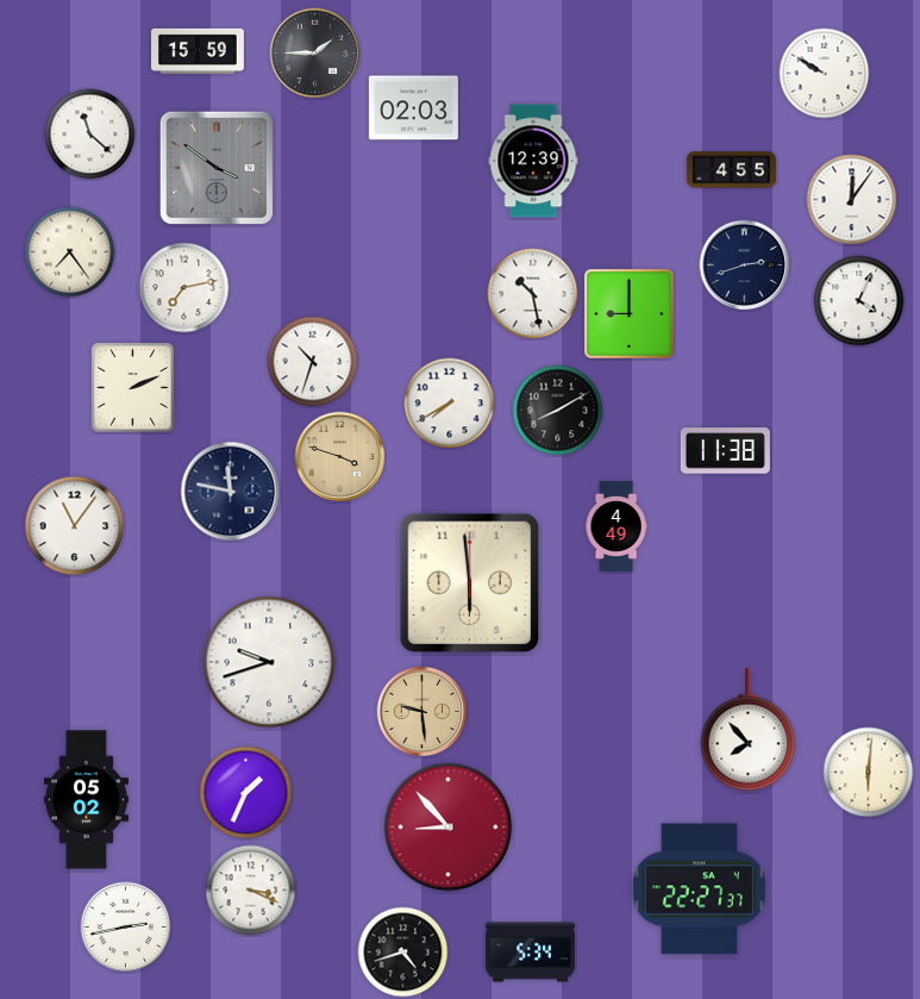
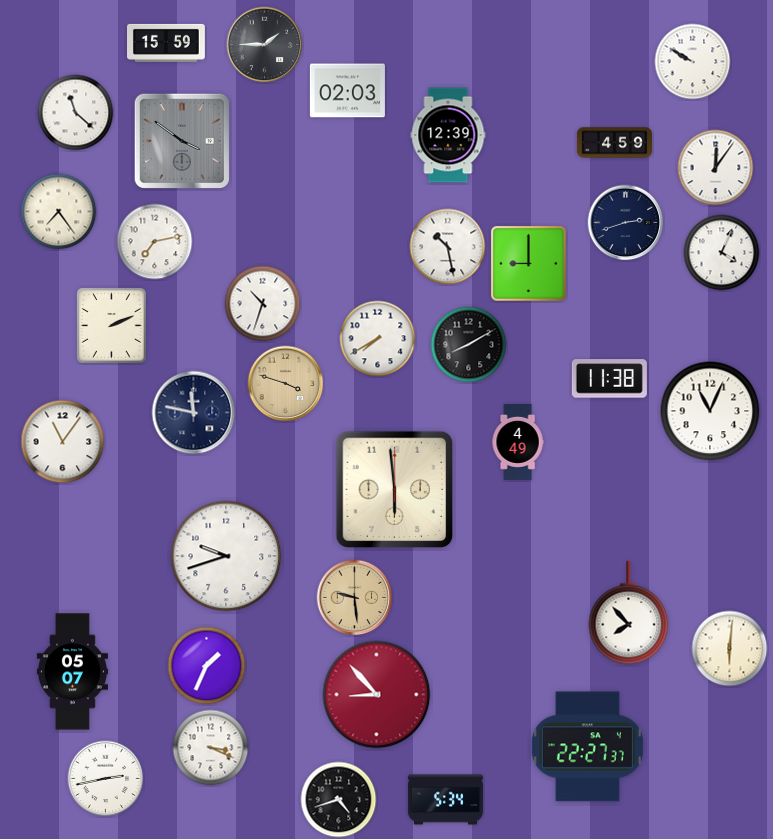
clock at (731, 170): 4:55 -> 4:59
clock at (710, 411): none -> 11:04
clock at (86, 800): 05:02 -> 05:07
